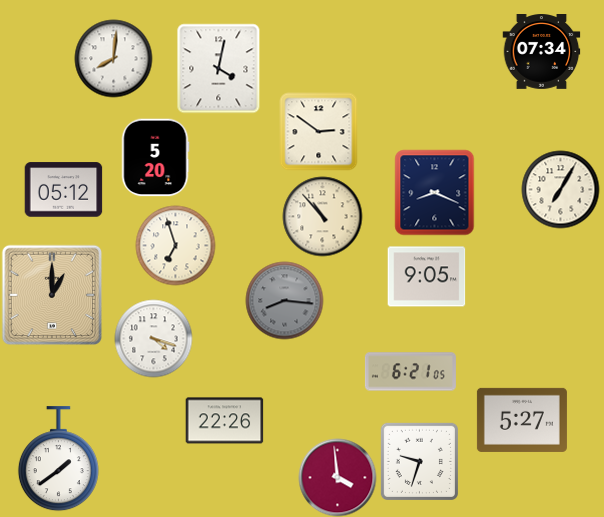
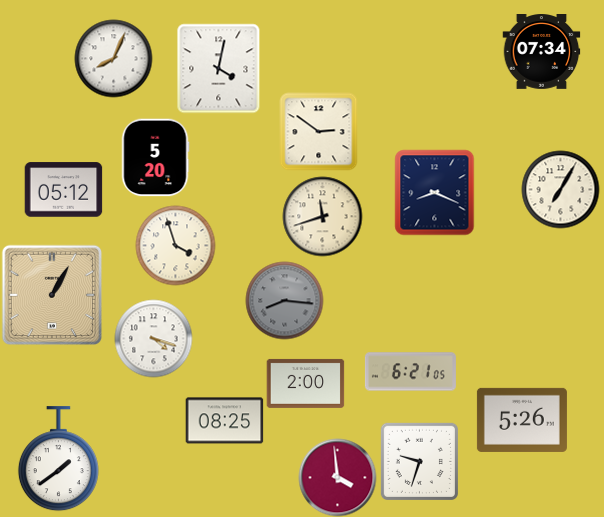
clock at (113, 58): 8:01 -> 8:04
clock at (322, 216): 10:53 -> 11:42
clock at (175, 245): 6:57 -> 3:57
clock at (426, 277): 9:05 -> none
clock at (52, 295): 1:00 -> 1:05
clock at (305, 383): none -> 2:00
clock at (522, 420): 5:27 -> 5:26
clock at (224, 421): 22:26 -> 08:25
